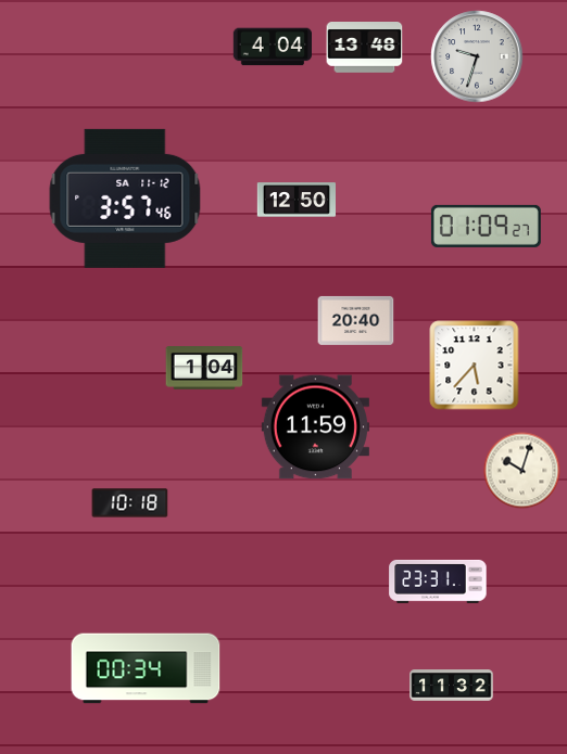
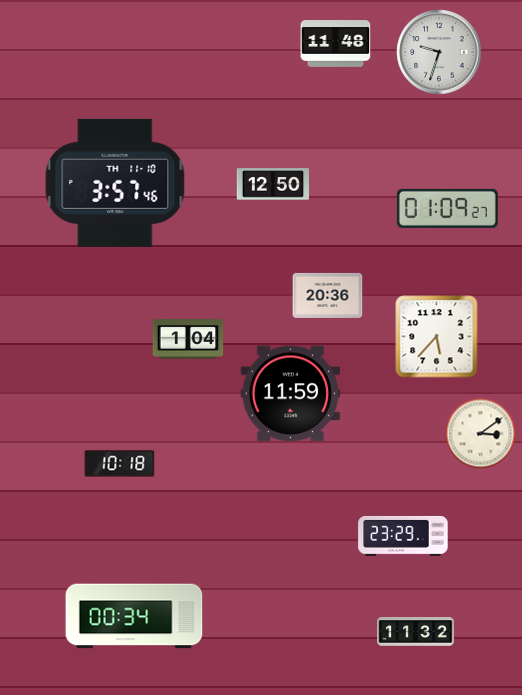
clock at (272, 47): 4:04 -> none
clock at (365, 48): 13:48 -> 11:48
clock at (125, 199) date: SA 11-12 -> TH 11-10
clock at (356, 320): 20:40 -> 20:36
clock at (522, 471): 10:03 -> 3:09
clock at (438, 582): 23:31 -> 23:29
